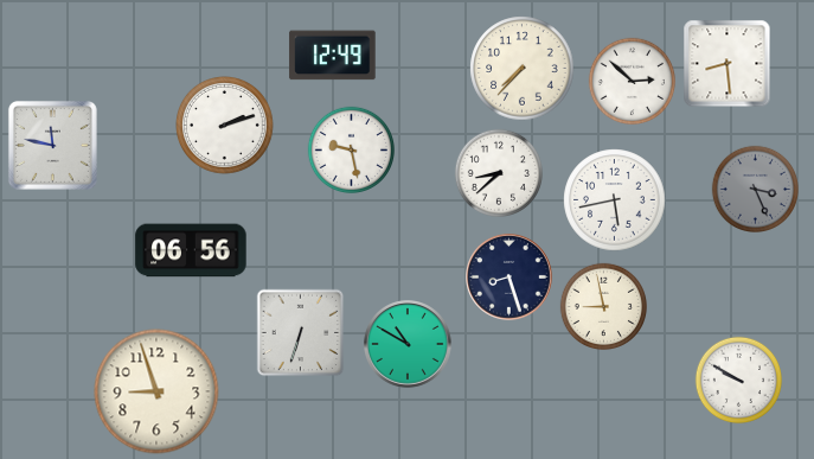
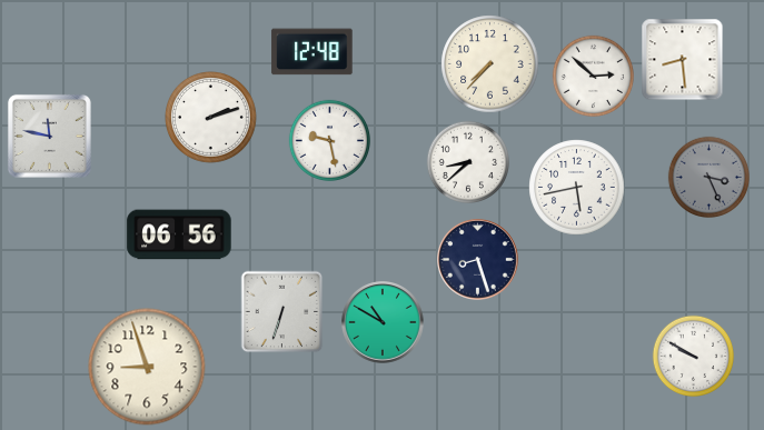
clock at (333, 56): 12:49 -> 12:48
clock at (603, 306): 8:58 -> none
